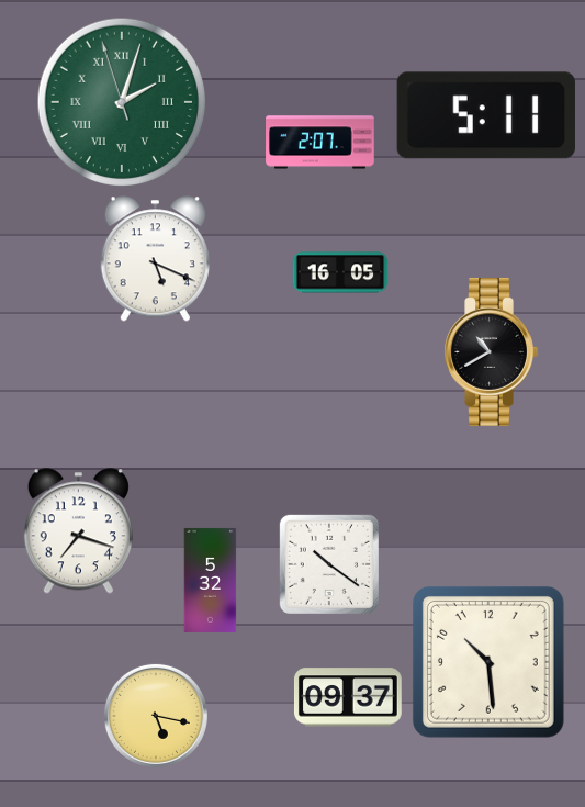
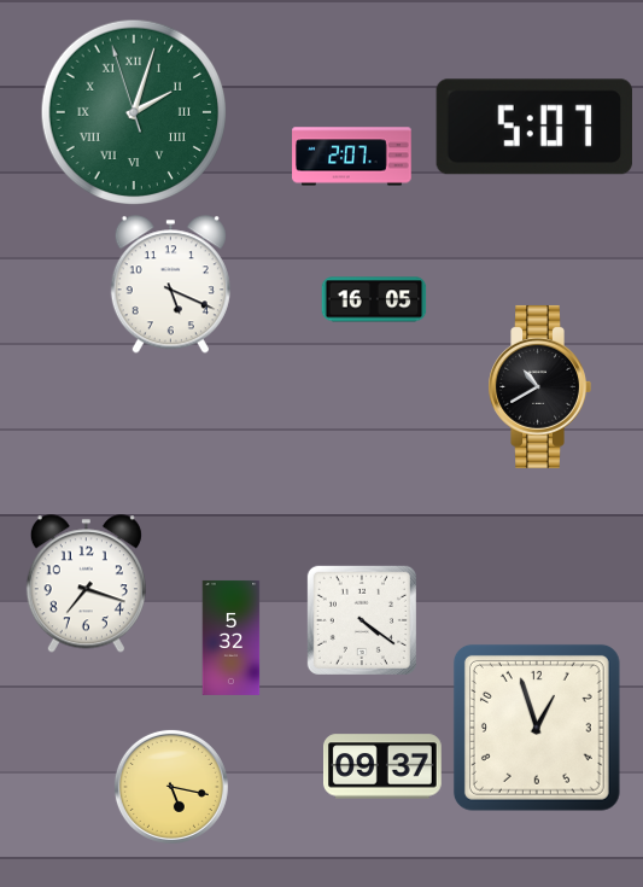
clock at (486, 115): 5:11 -> 5:07
clock at (329, 564): 10:21 -> 4:21
clock at (488, 662): 10:29 -> 12:57
